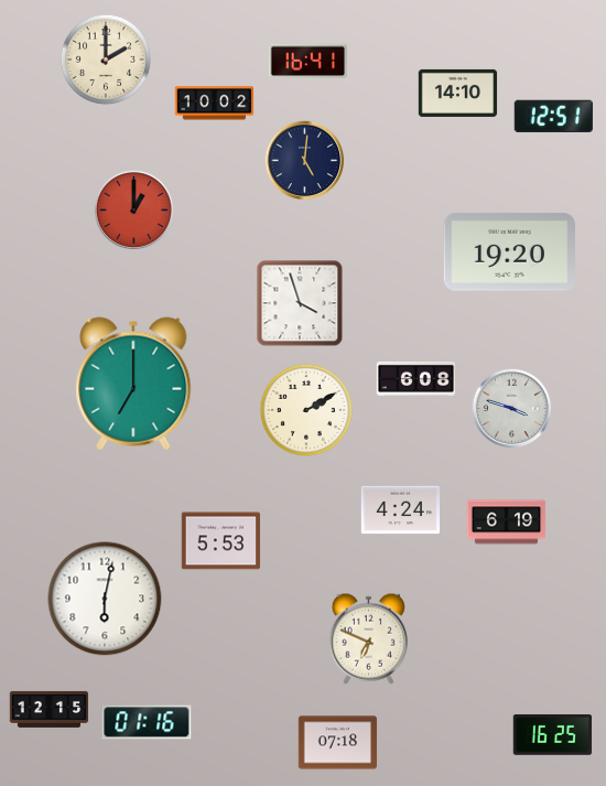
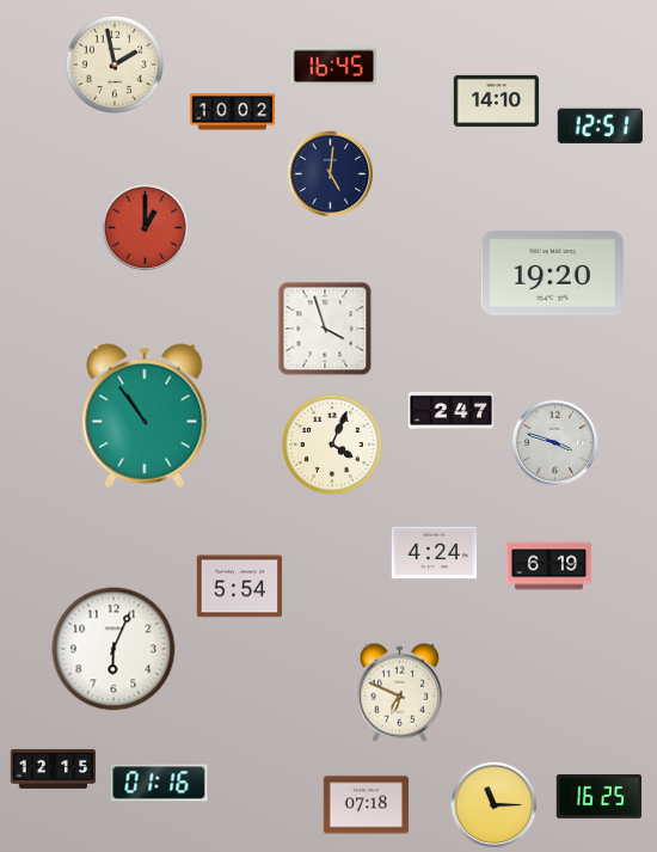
clock at (106, 60): 2:00 -> 1:58
clock at (307, 61): 16:41 -> 16:45
clock at (416, 378): 6:08 -> 2:47
clock at (133, 384): 7:00 -> 10:54
clock at (306, 410): 2:10 -> 4:04
clock at (221, 541): 5:53 -> 5:54
clock at (105, 599): 6:02 -> 6:04
clock at (495, 805): none -> 11:15
